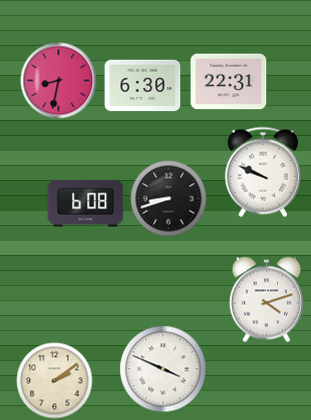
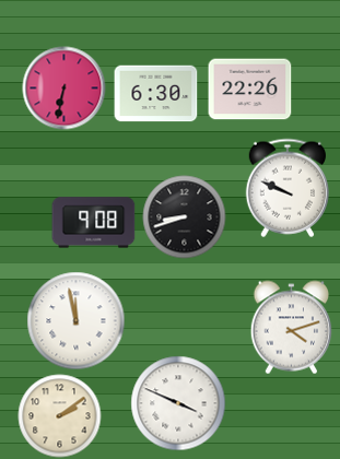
clock at (59, 81): 8:32 -> 6:32
clock at (229, 82): 22:31 -> 22:26
clock at (86, 204): 6:08 -> 9:08
clock at (77, 321): none -> 11:58
